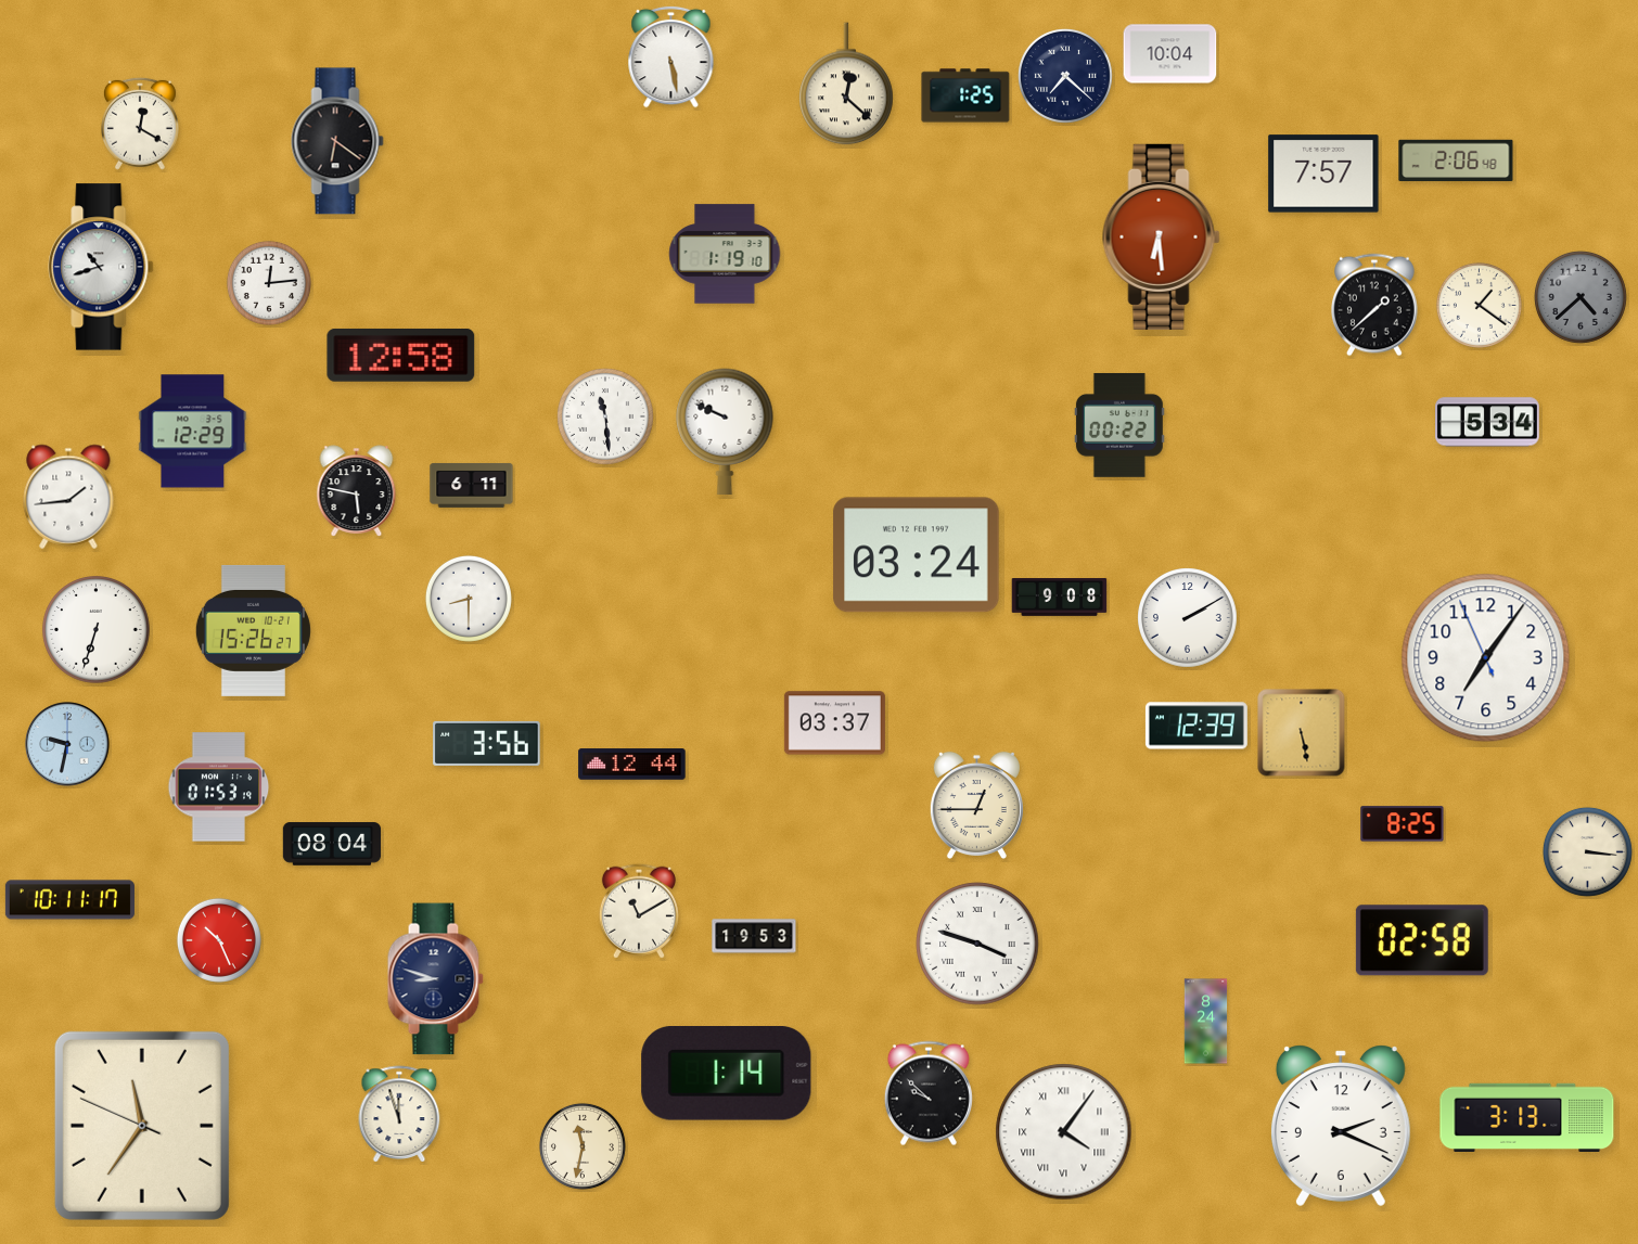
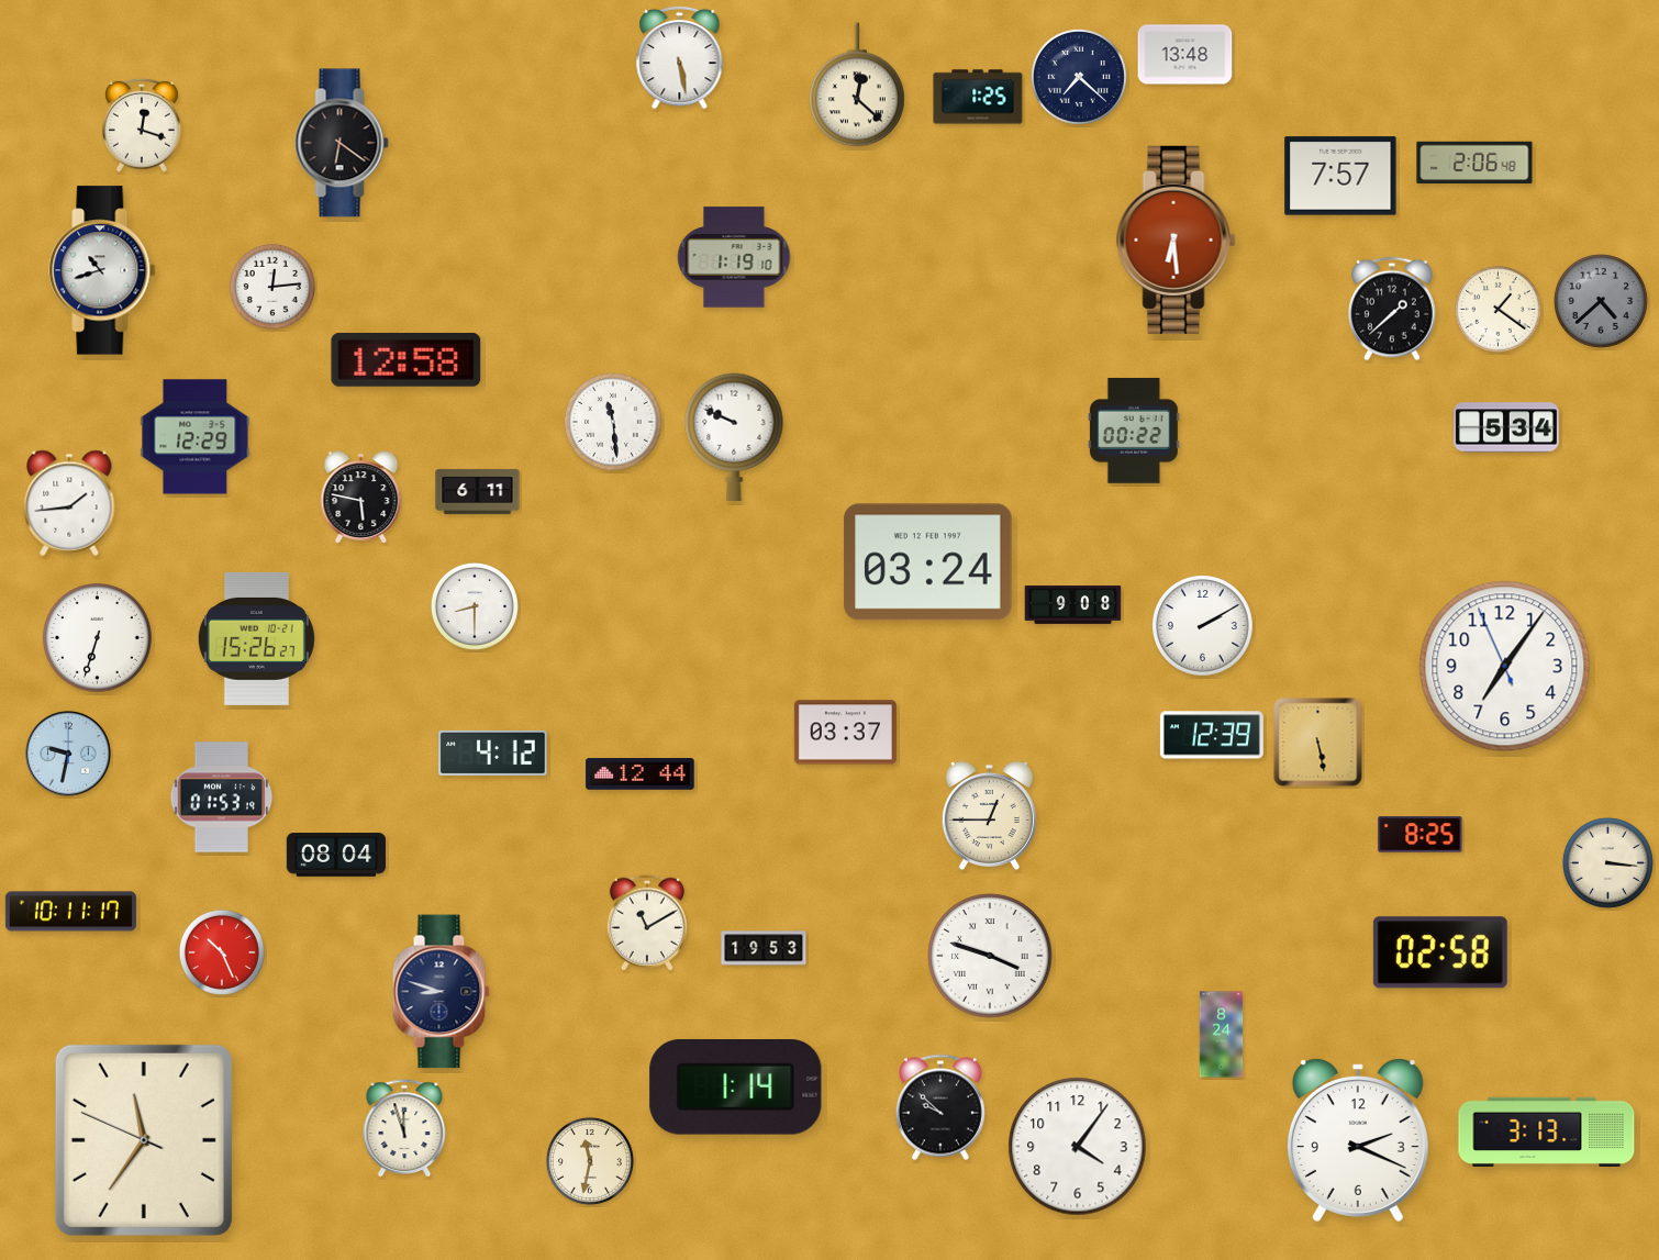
clock at (1170, 54): 10:04 -> 13:48
clock at (140, 124): 12:20 -> 12:18
clock at (487, 743): 3:56 -> 4:12
clock at (1064, 1132) numerals: Roman -> Arabic
